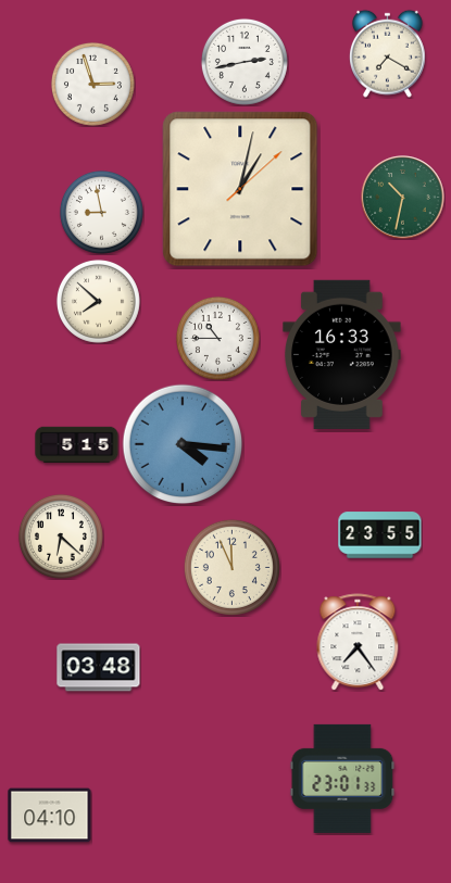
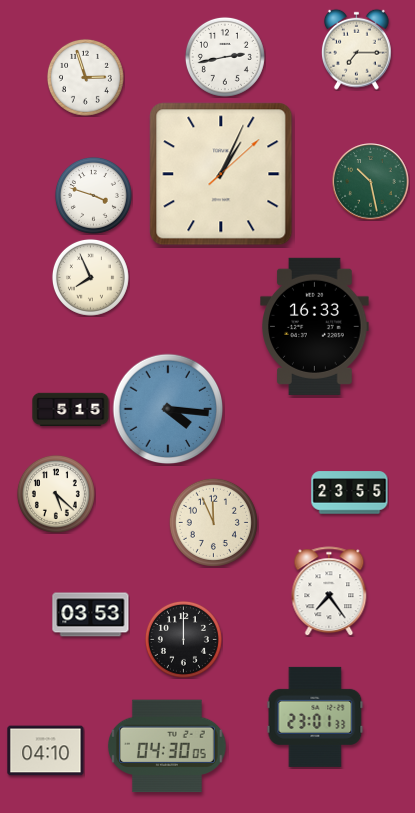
clock at (387, 53): 7:20 -> 7:15
clock at (240, 189): 1:02 -> 1:04
clock at (403, 198): 10:32 -> 10:28
clock at (101, 212): 8:58 -> 3:48
clock at (98, 301): 7:52 -> 7:56
clock at (217, 338): 10:45 -> none
clock at (61, 537): 6:22 -> 5:22
clock at (99, 668): 03:48 -> 03:53
clock at (183, 639): none -> 12:00
clock at (167, 746): none -> 04:30
